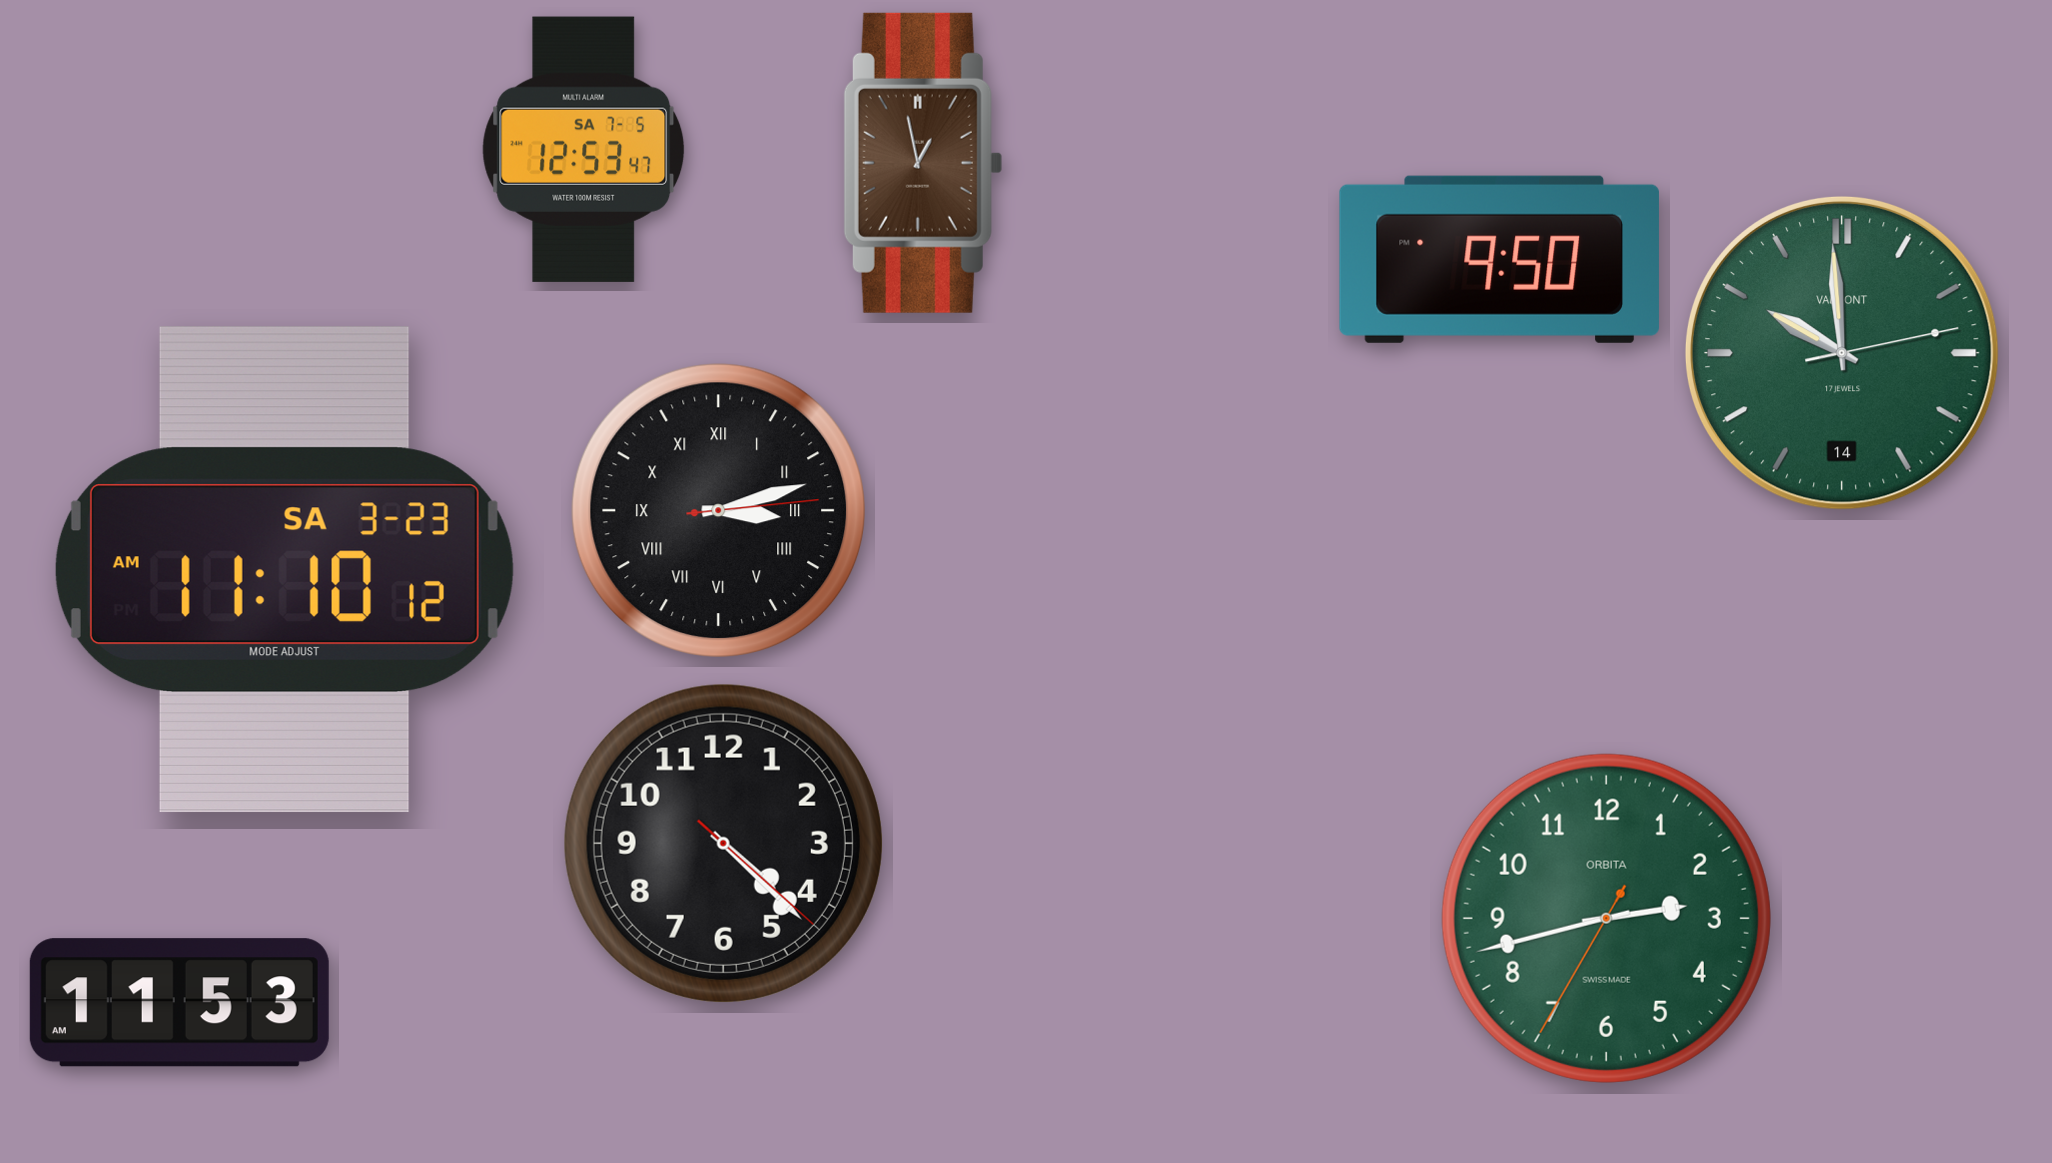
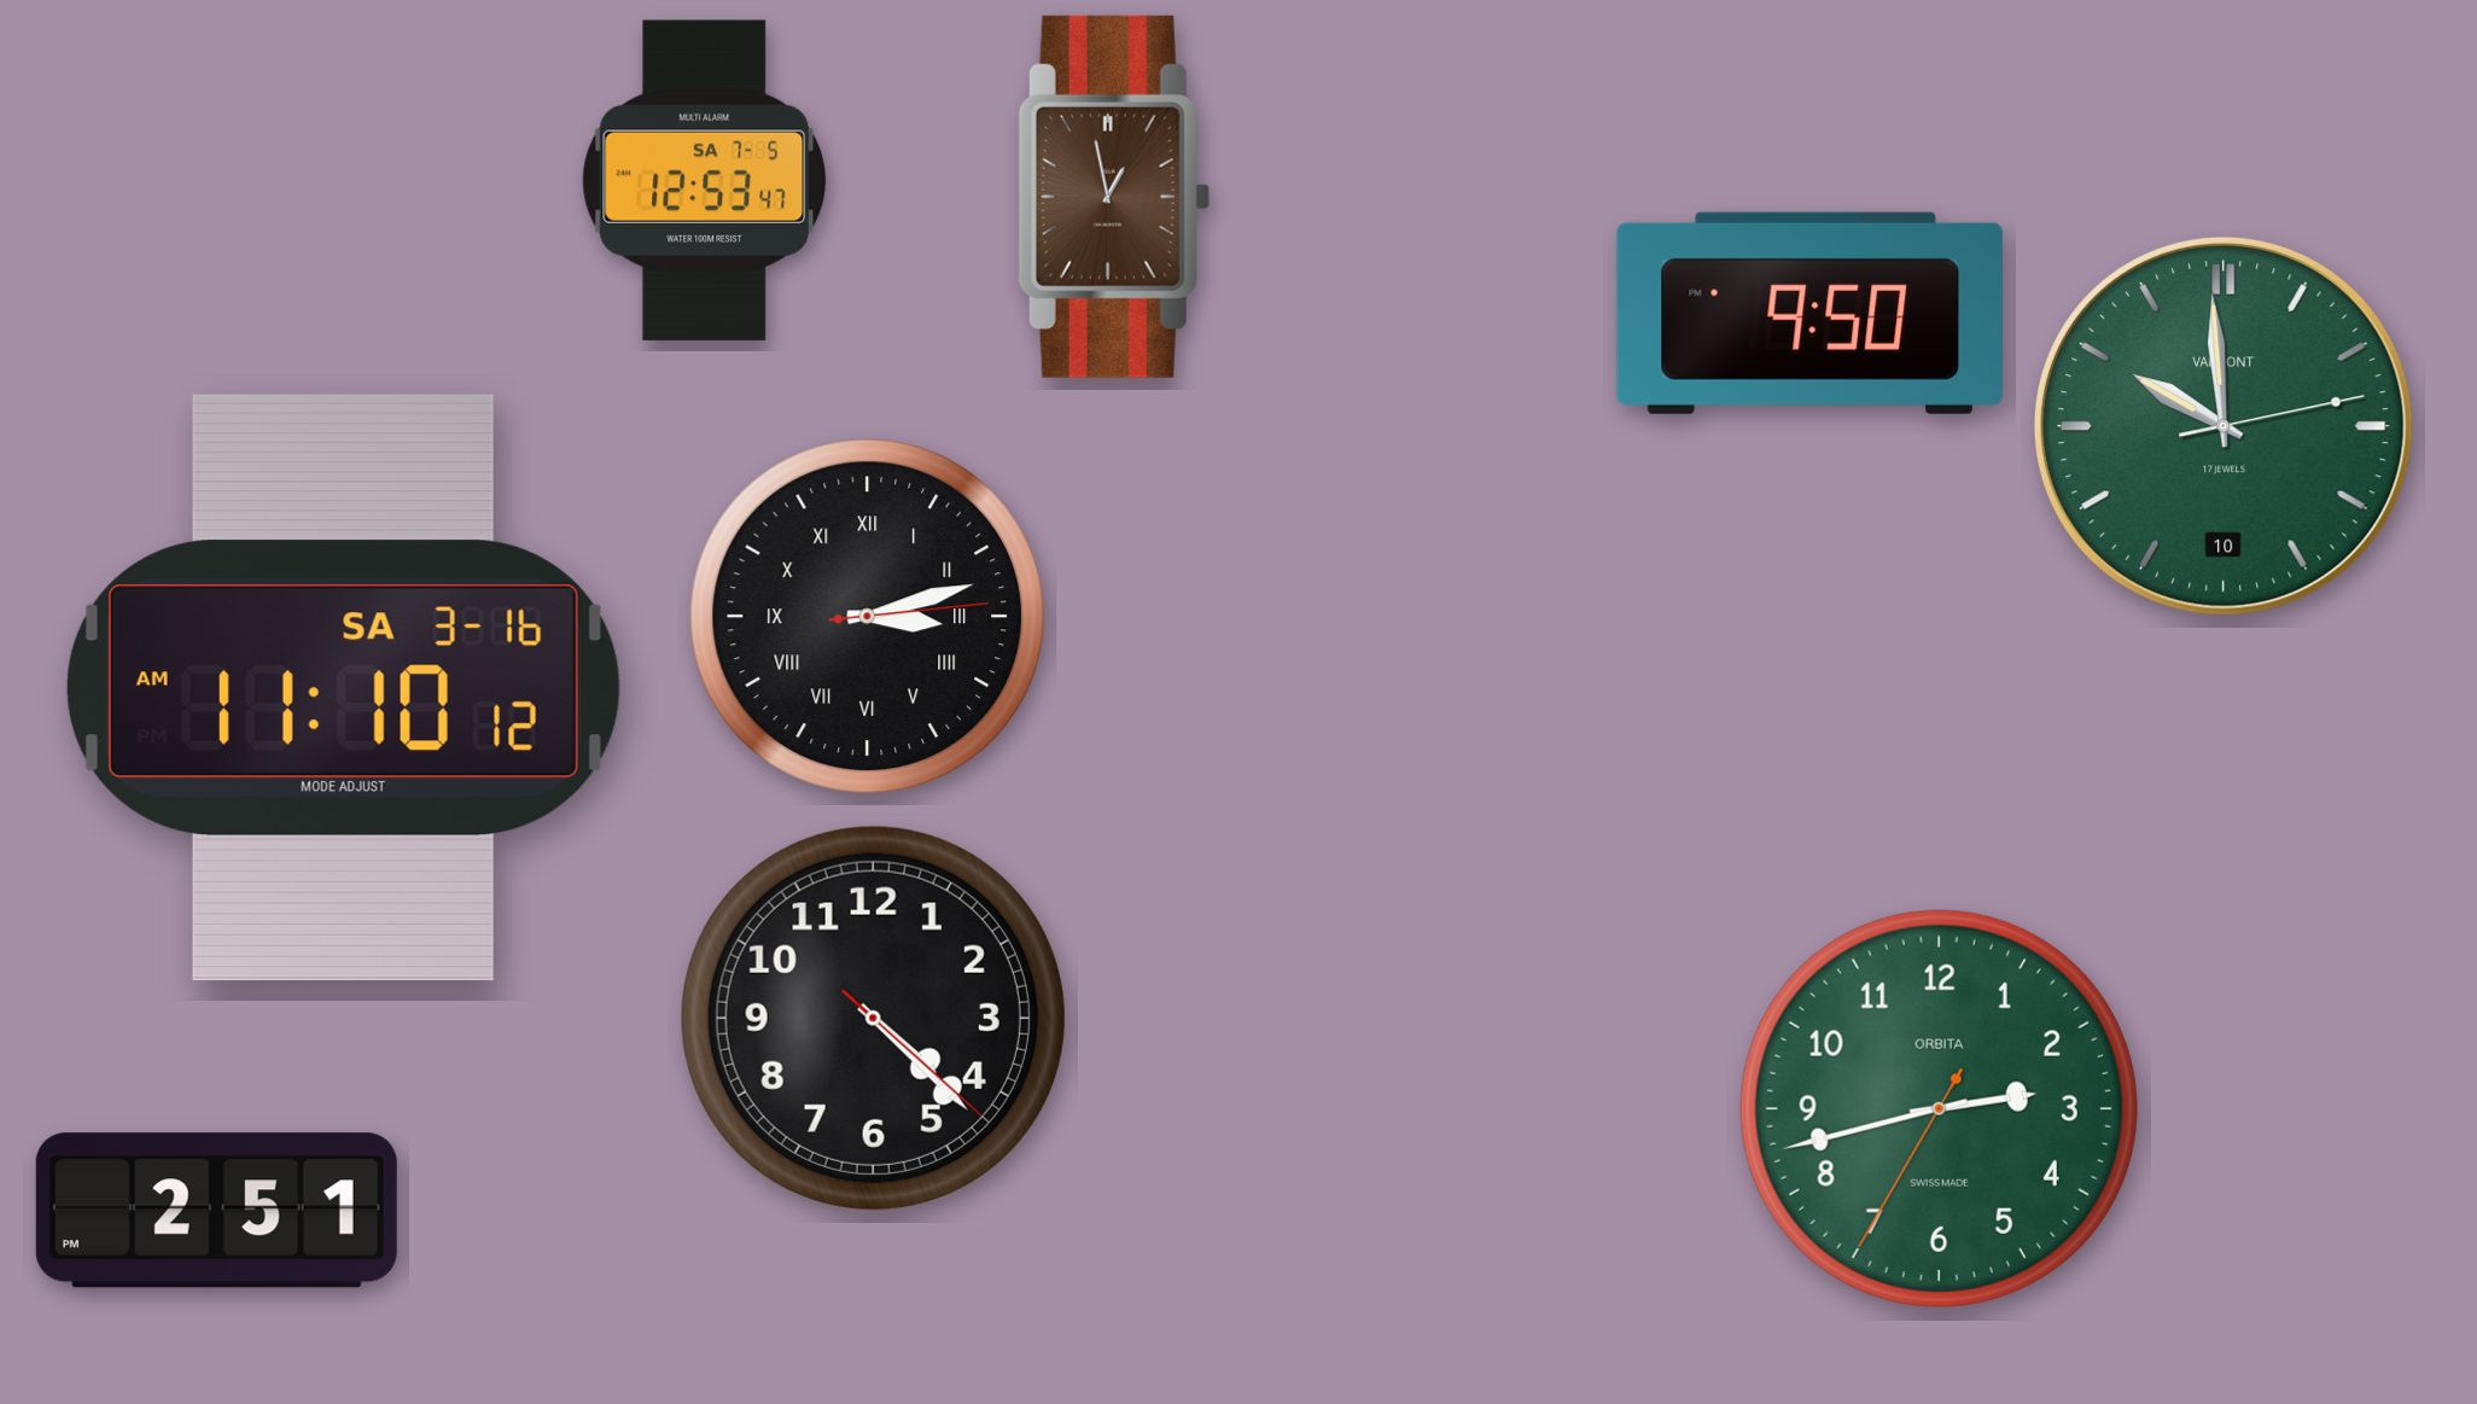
clock at (1842, 353) date: 14 -> 10
clock at (284, 570) date: SA 3-23 -> SA 3-16
clock at (179, 1003): 11:53 -> 2:51
